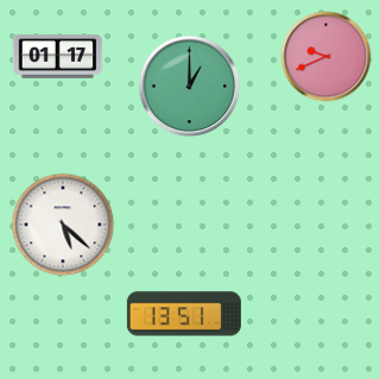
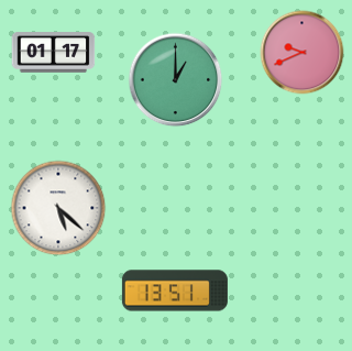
clock at (184, 314) position: (184, 314) -> (175, 290)
